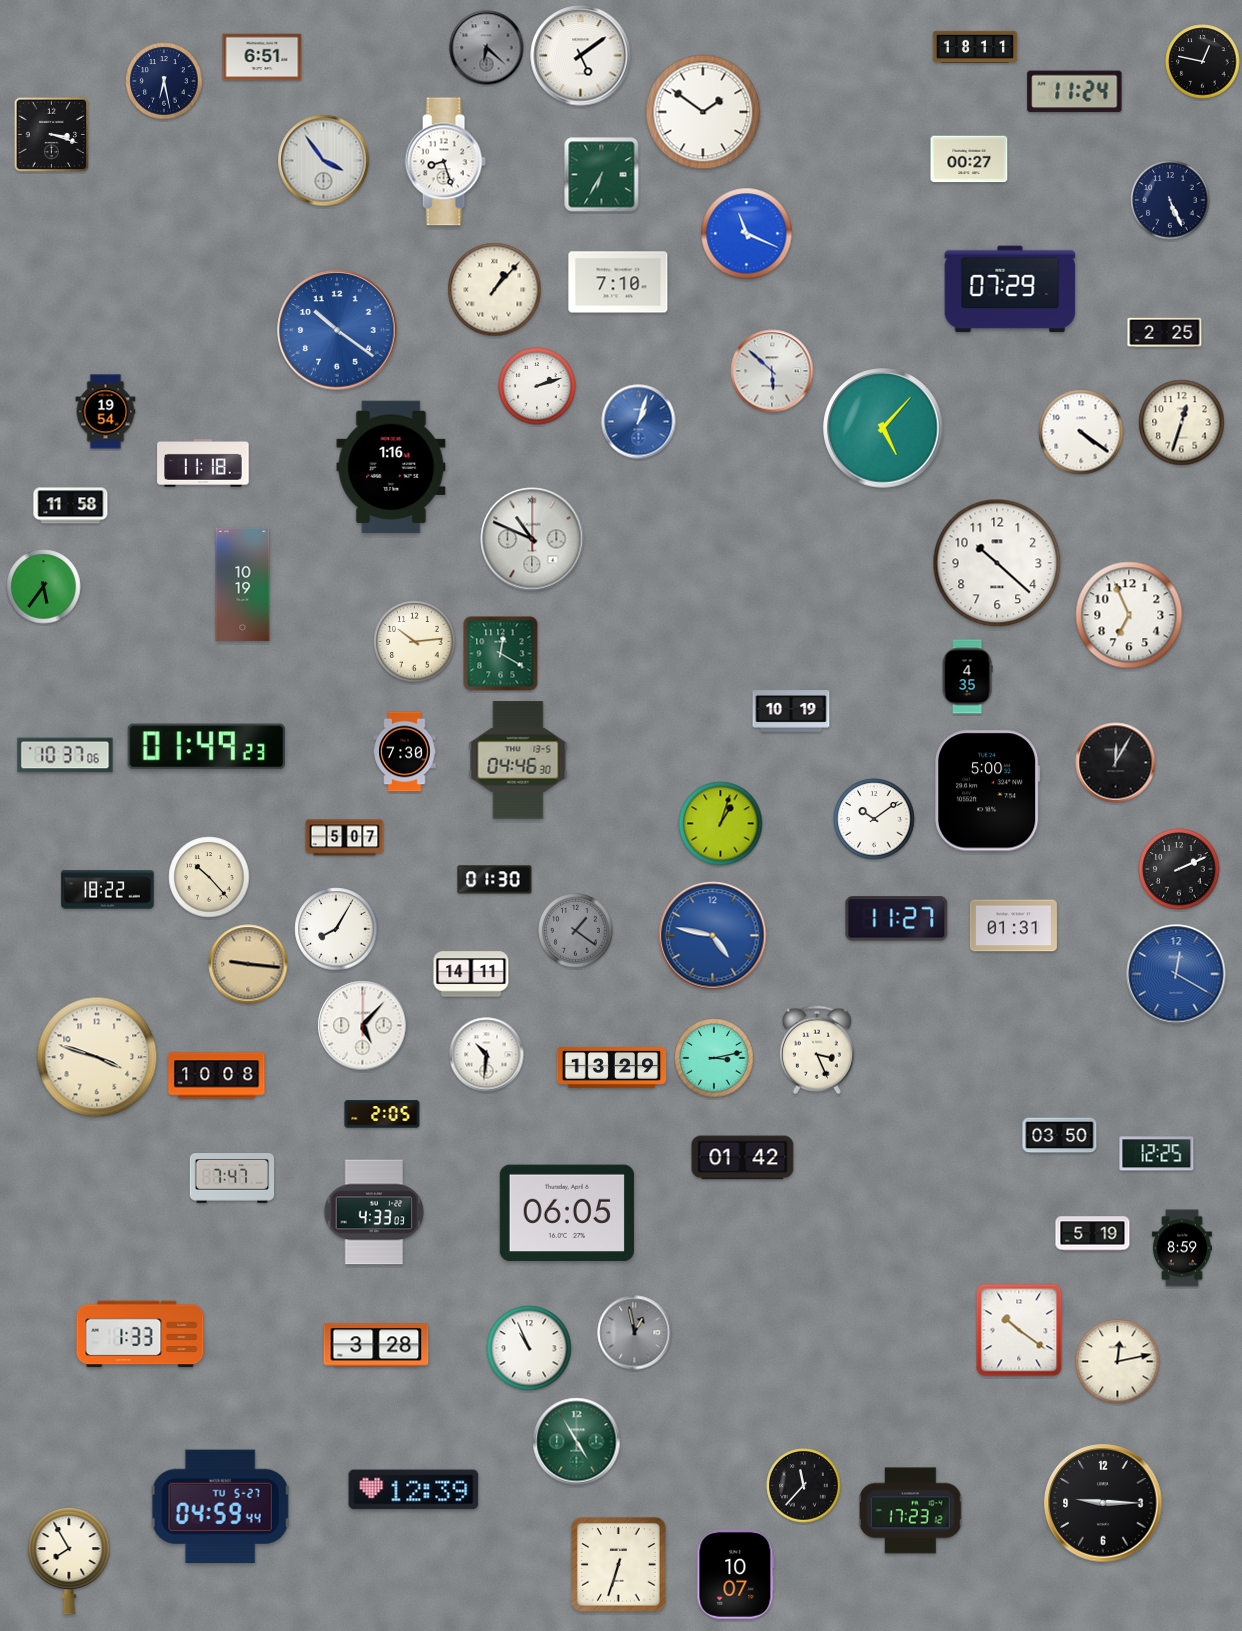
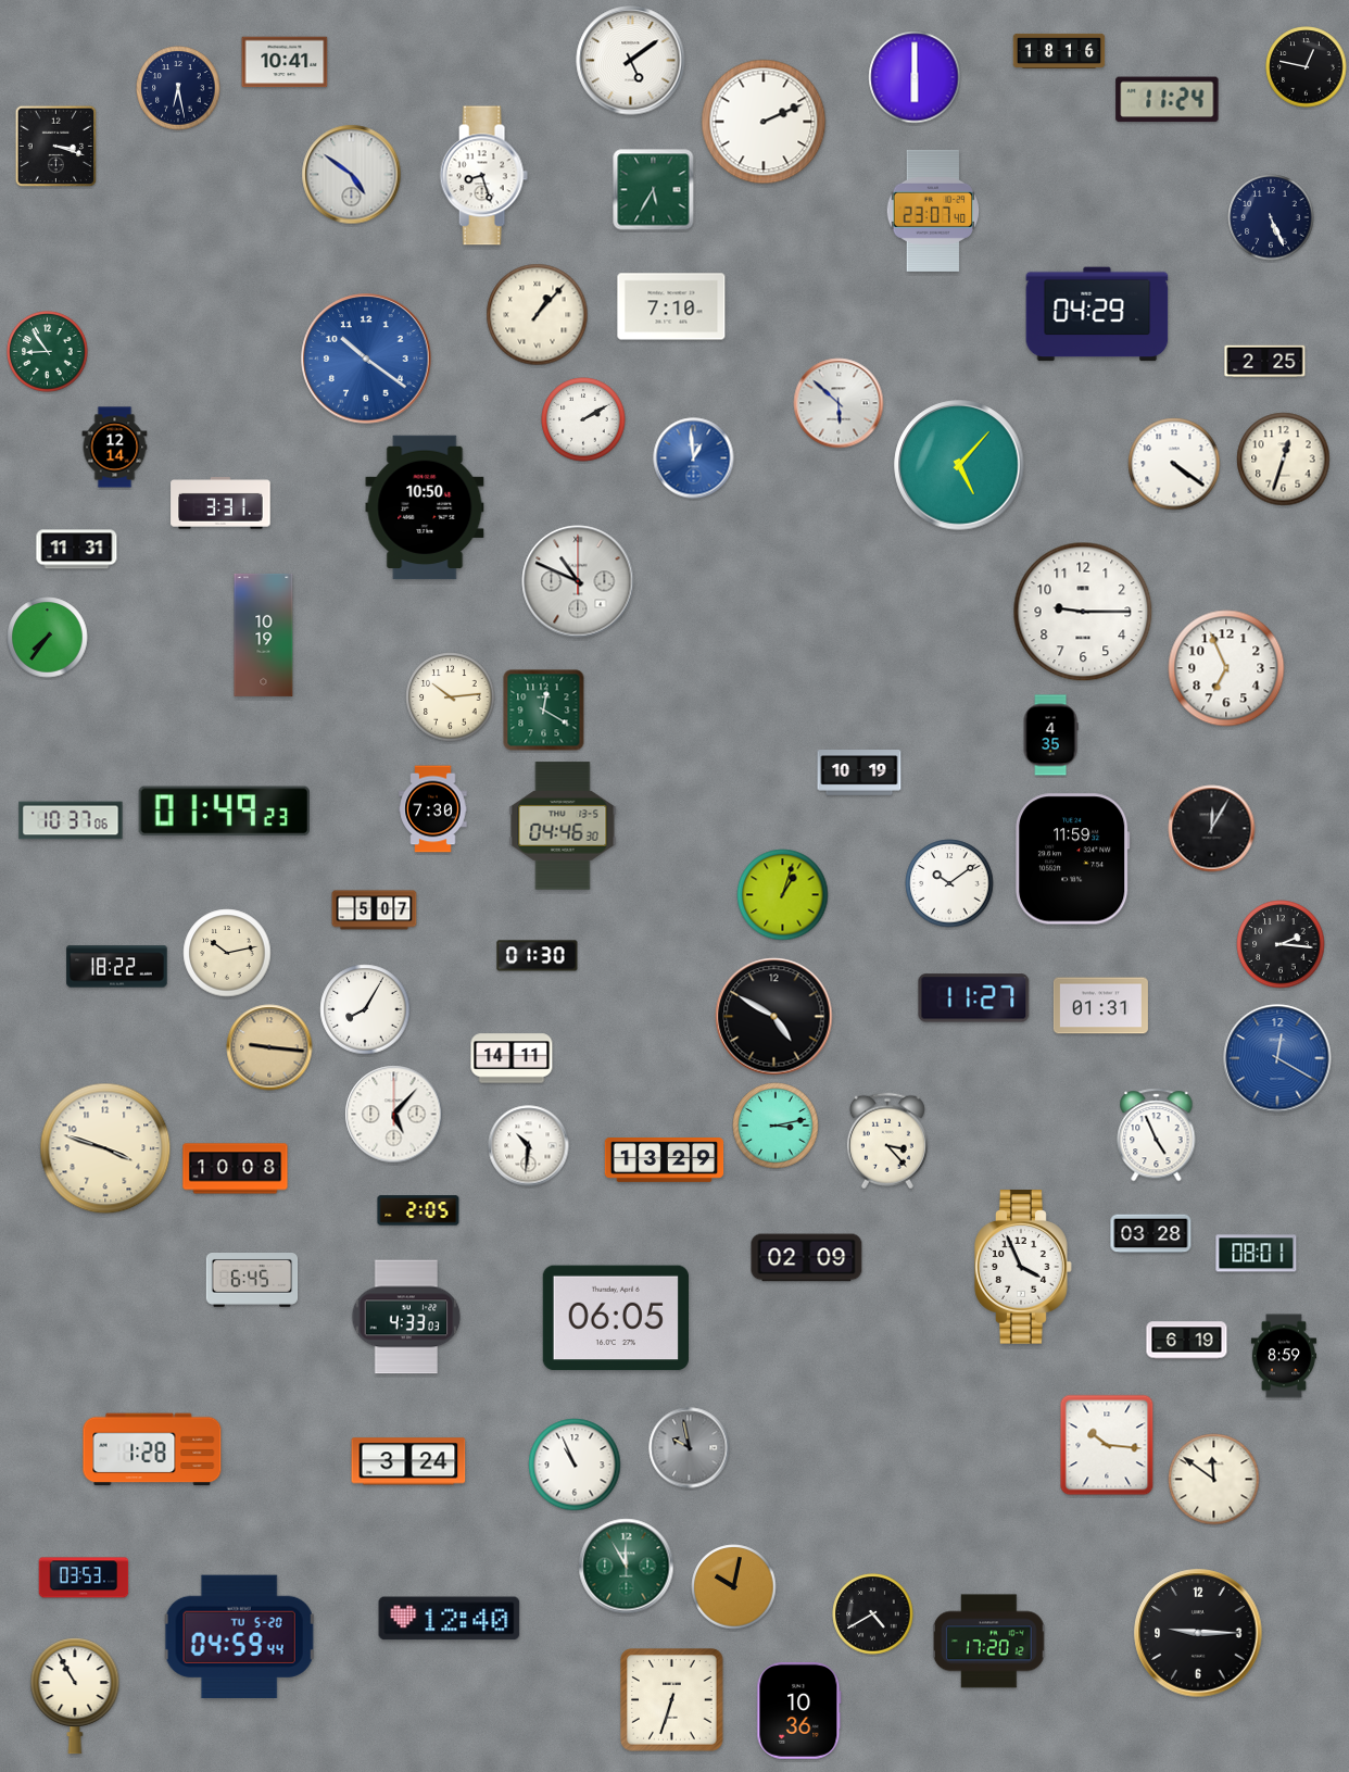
clock at (975, 46): 18:11 -> 18:16
clock at (487, 48): 6:22 -> none
clock at (262, 57): 6:51 -> 10:41
clock at (915, 77): none -> 6:00
clock at (703, 112): 1:51 -> 2:11
clock at (969, 159): 00:27 -> none
clock at (324, 161): 3:54 -> 4:51
clock at (602, 175): 6:35 -> 5:35
clock at (932, 211): none -> 23:07
clock at (747, 234): 11:19 -> none
clock at (1010, 289): 07:29 -> 04:29
clock at (48, 352): none -> 8:54
clock at (537, 386): 2:12 -> 2:10
clock at (106, 412): 19:54 -> 12:14
clock at (639, 422): 1:03 -> 12:59
clock at (1081, 432) position: (1081, 432) -> (1174, 464)
clock at (203, 463): 11:18 -> 3:31
clock at (391, 467): 1:16 -> 10:50
clock at (71, 506): 11:58 -> 11:31
clock at (532, 539) position: (532, 539) -> (578, 581)
clock at (997, 563): 10:22 -> 9:15
clock at (44, 587): 5:36 -> 7:36
clock at (405, 752) position: (405, 752) -> (433, 809)
clock at (988, 791): 5:00 -> 11:59
clock at (874, 819) position: (874, 819) -> (949, 883)
clock at (1179, 869): 2:11 -> 2:16
clock at (209, 877): 10:23 -> 10:13
clock at (576, 931): 1:21 -> none
clock at (713, 936): 4:47 -> 4:50
clock at (713, 936) dial: blue -> black
clock at (1157, 1135): none -> 4:56
clock at (817, 1050): 3:26 -> 3:23
clock at (714, 1058) position: (714, 1058) -> (776, 1126)
clock at (382, 1114) position: (382, 1114) -> (418, 1210)
clock at (1060, 1136): 03:50 -> 03:28
clock at (1157, 1154): 12:25 -> 08:01
clock at (743, 1158): 01:42 -> 02:09
clock at (1023, 1267): none -> 3:56
clock at (232, 1179): 7:47 -> 6:45
clock at (1093, 1234): 5:19 -> 6:19
clock at (1019, 1330): 10:21 -> 10:16
clock at (635, 1333): 12:58 -> 9:58
clock at (140, 1334): 1:33 -> 1:28
clock at (376, 1345): 3:28 -> 3:24
clock at (1118, 1362): 12:13 -> 11:51
clock at (577, 1442): 4:55 -> 11:55
clock at (84, 1578): none -> 03:53
clock at (734, 1587): none -> 10:02
clock at (804, 1486): 11:37 -> 4:40
clock at (414, 1490): 12:39 -> 12:40
clock at (220, 1507) date: TU 5-27 -> TU 5-20
clock at (910, 1511): 17:23 -> 17:20
clock at (69, 1561): 7:55 -> 10:55
clock at (736, 1574): 10:07 -> 10:36
